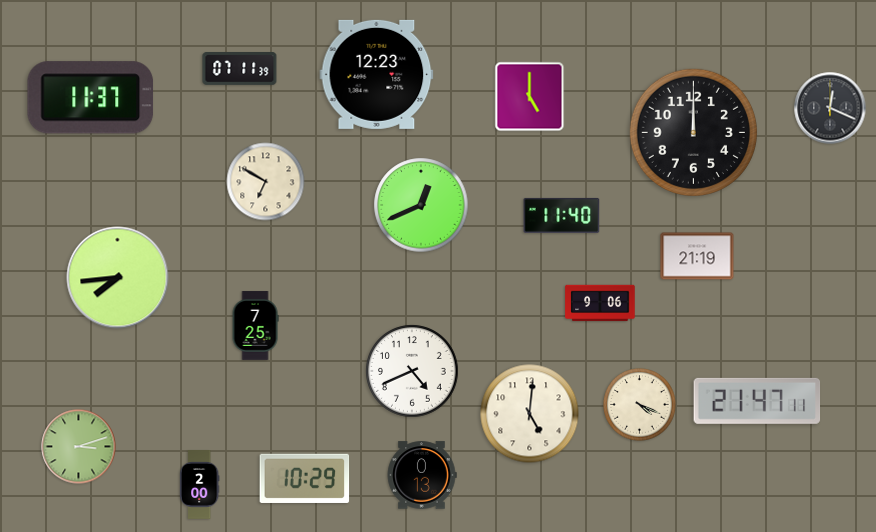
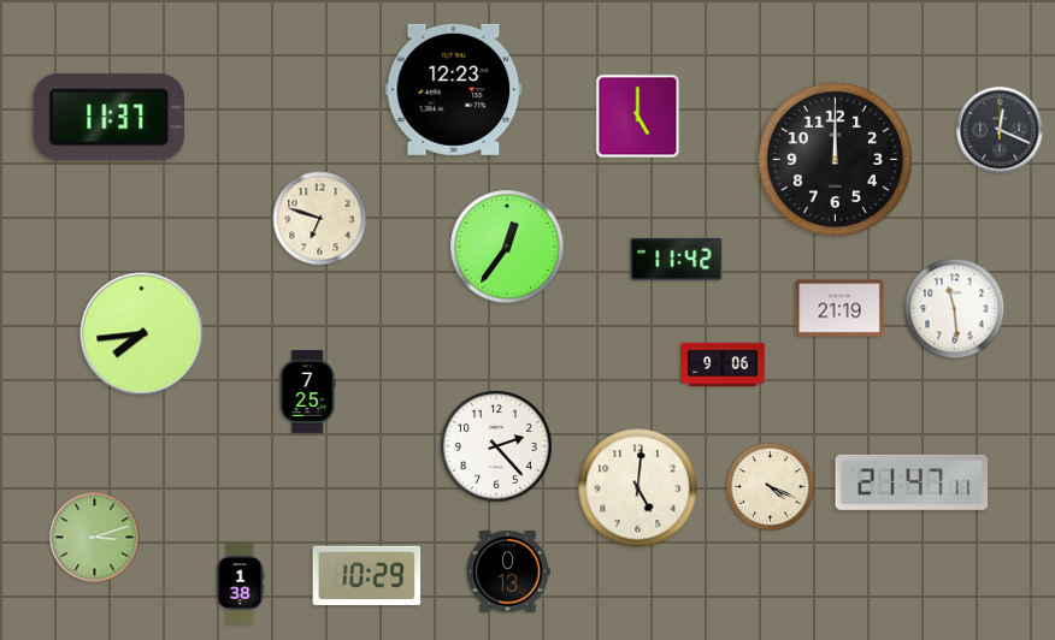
clock at (240, 69): 07:11 -> none
clock at (266, 182): 6:50 -> 6:48
clock at (421, 205): 12:41 -> 12:36
clock at (562, 215): 11:40 -> 11:42
clock at (955, 309): none -> 11:29
clock at (412, 371): 4:41 -> 2:23
clock at (530, 414) position: (530, 414) -> (638, 488)
clock at (199, 485): 2:00 -> 1:38
